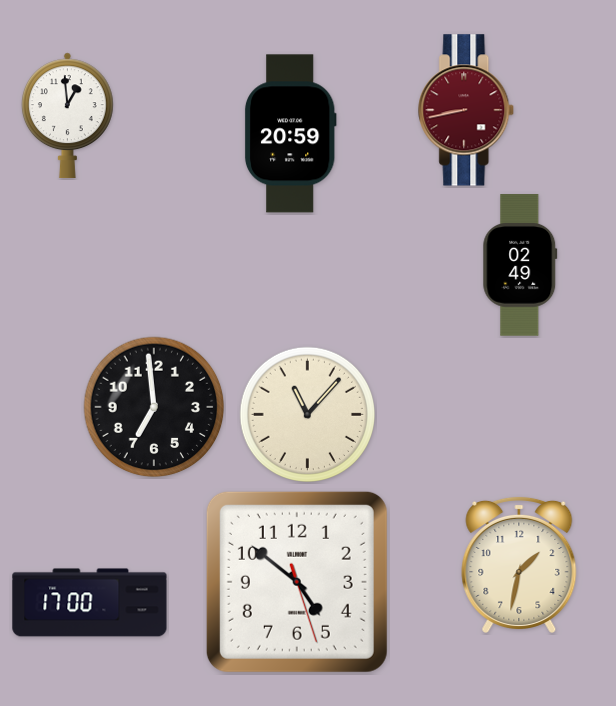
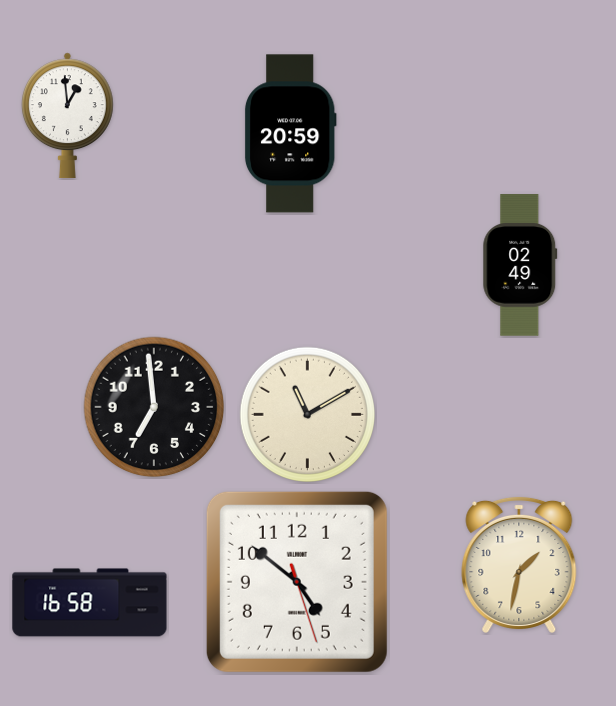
clock at (467, 110): 8:43 -> none
clock at (307, 414): 11:07 -> 11:10
clock at (90, 603): 17:00 -> 16:58
